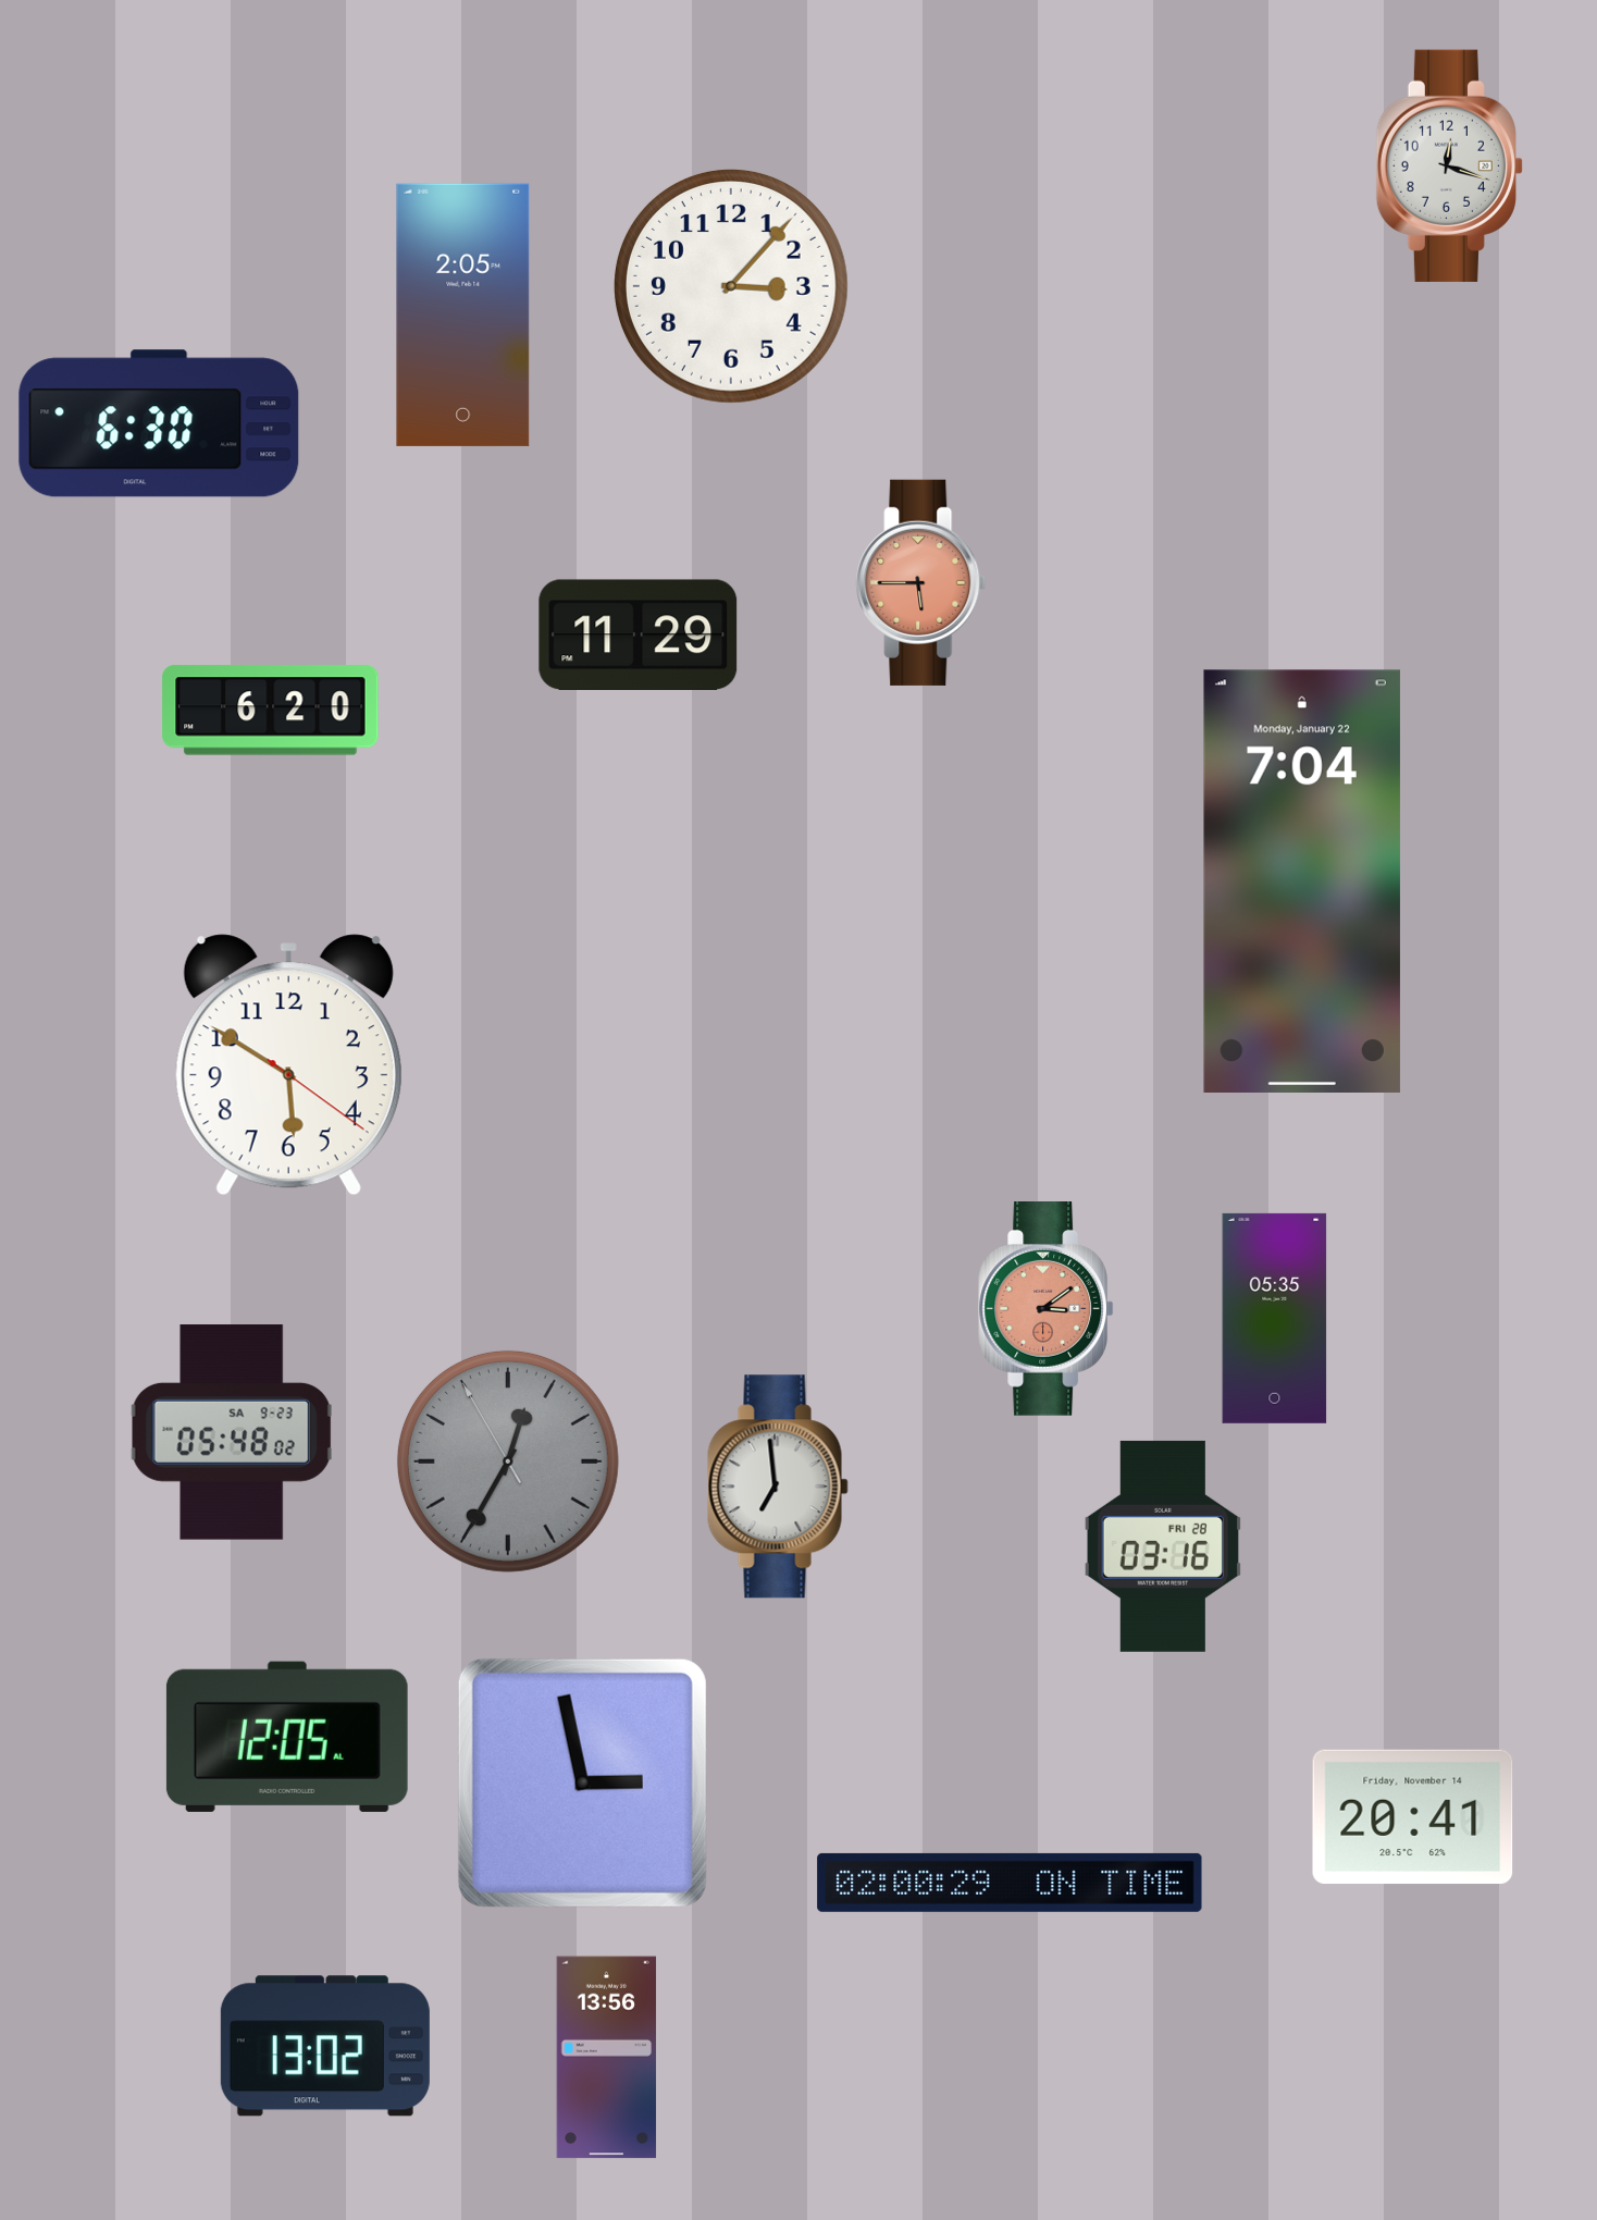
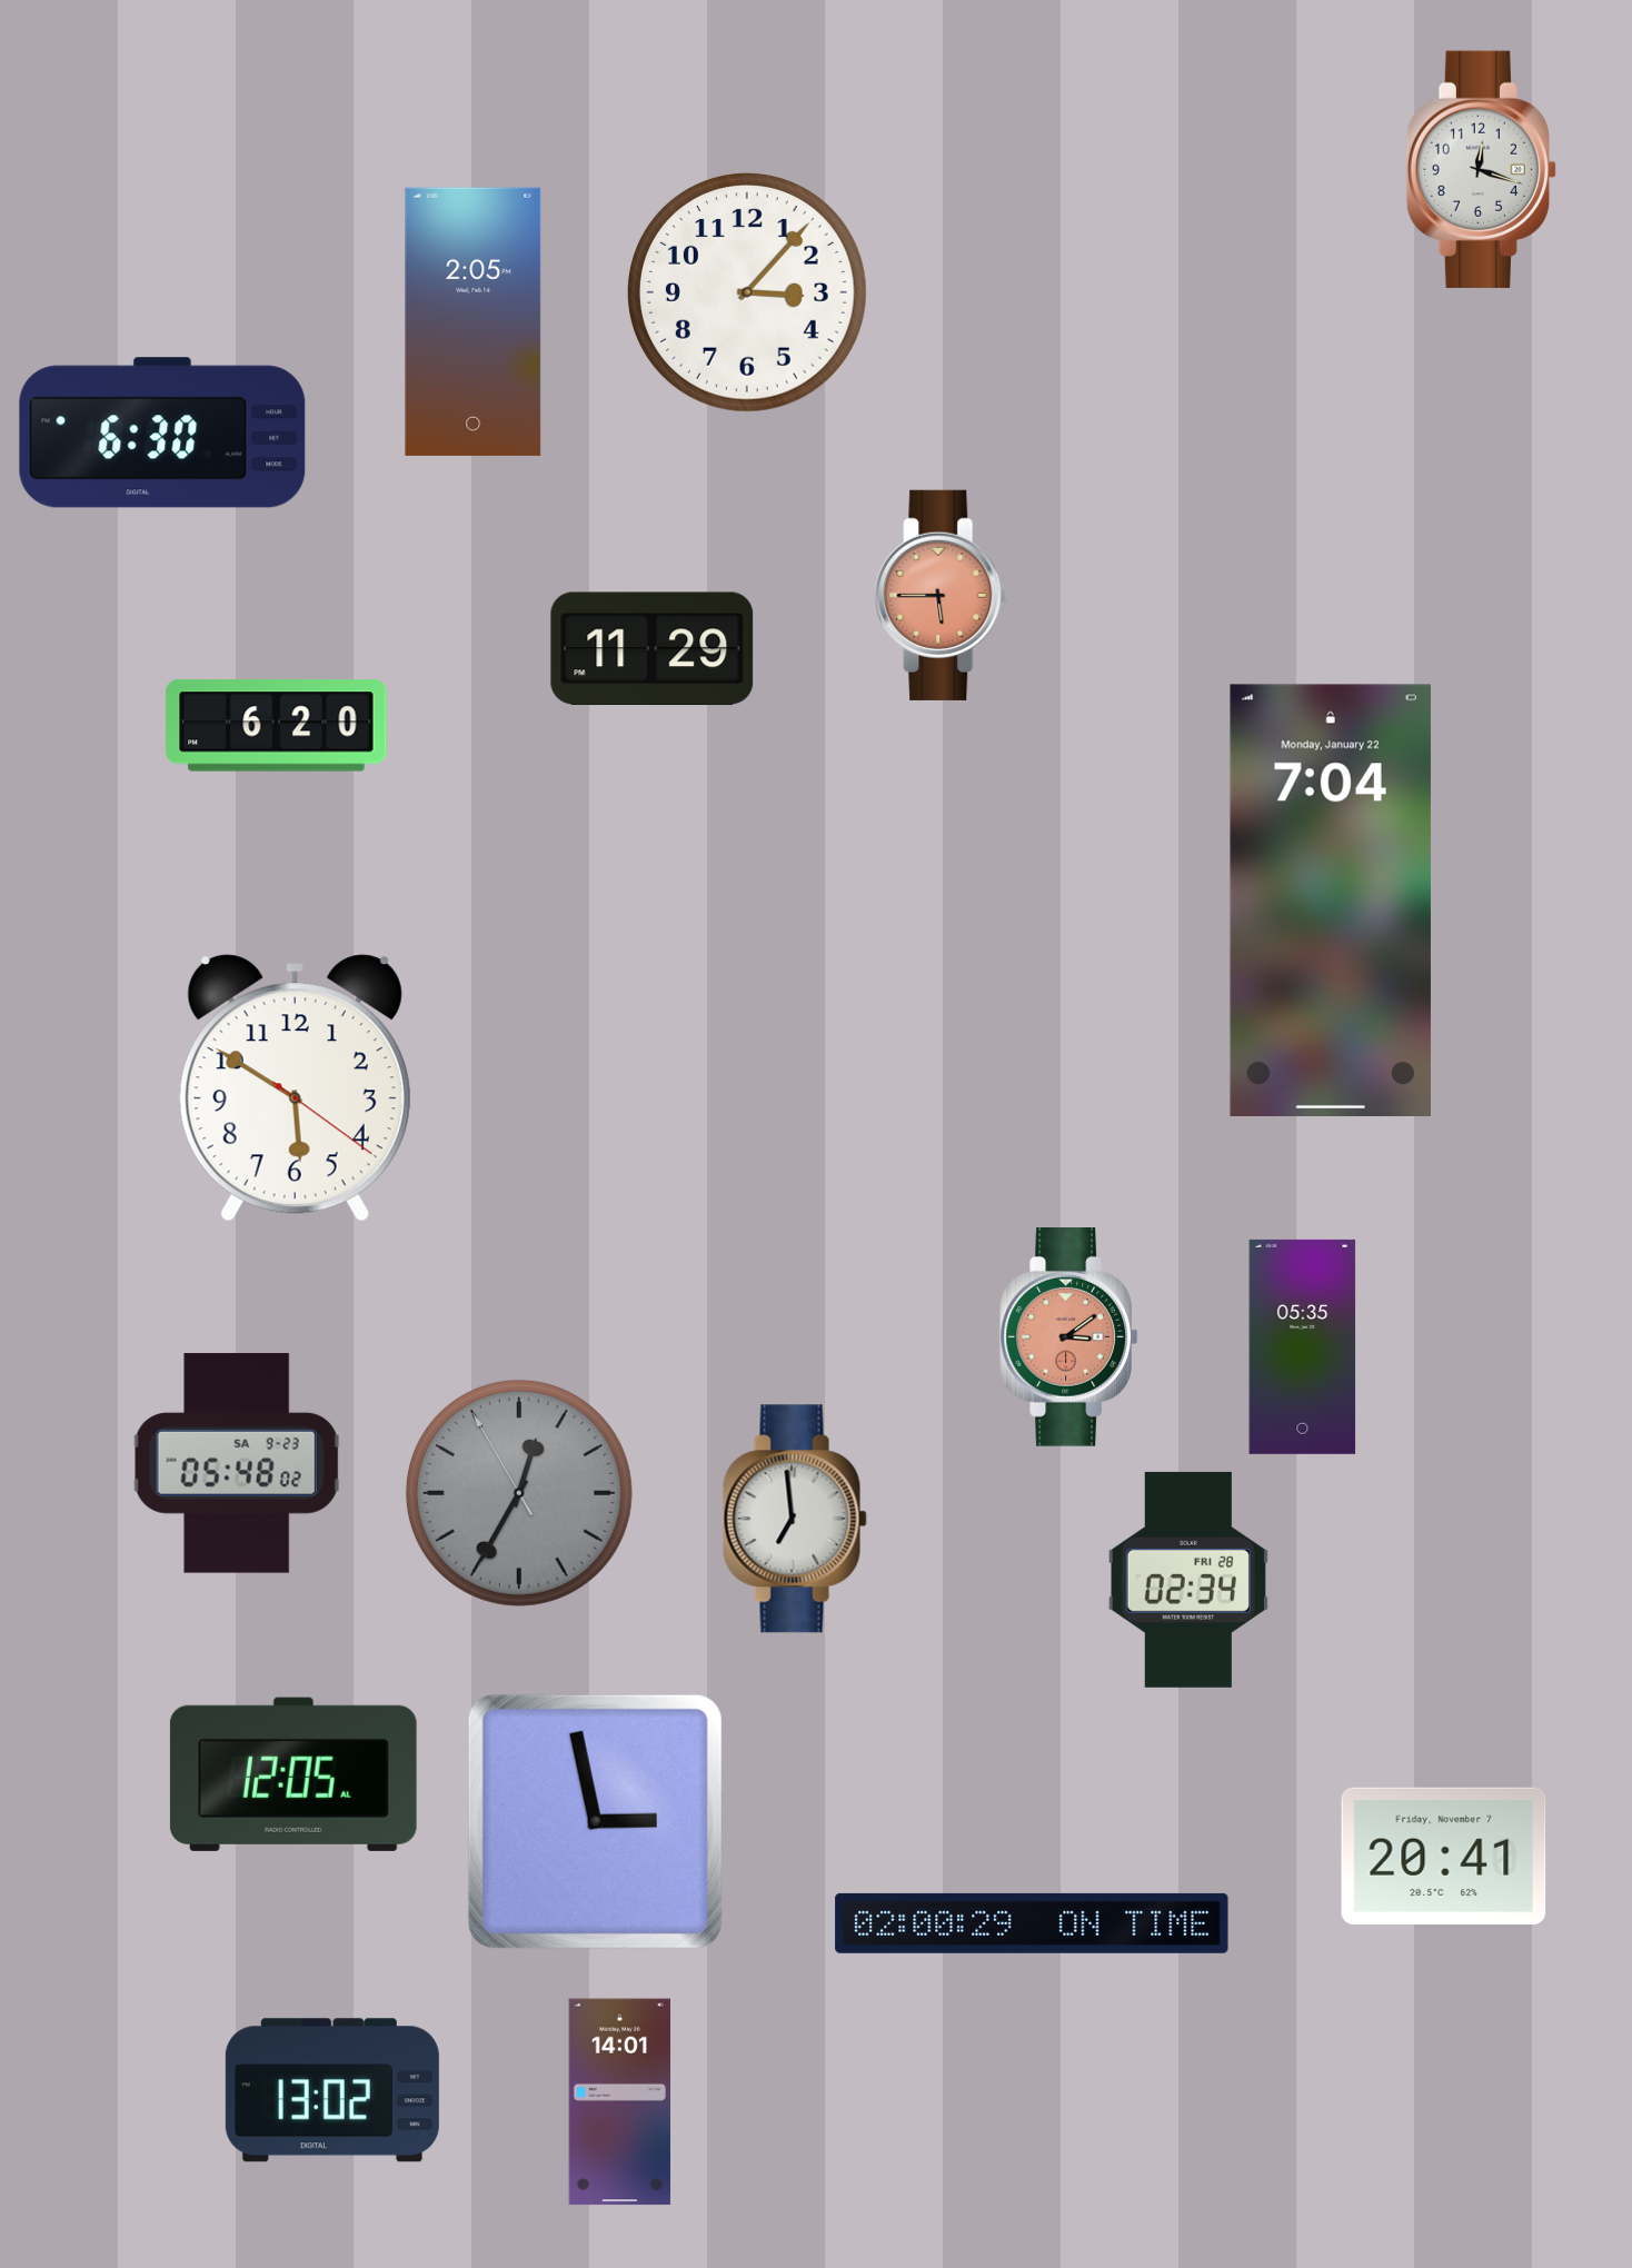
clock at (1163, 1546): 03:16 -> 02:34
clock at (1413, 1817) date: Friday, November 14 -> Friday, November 7
clock at (607, 2058): 13:56 -> 14:01
